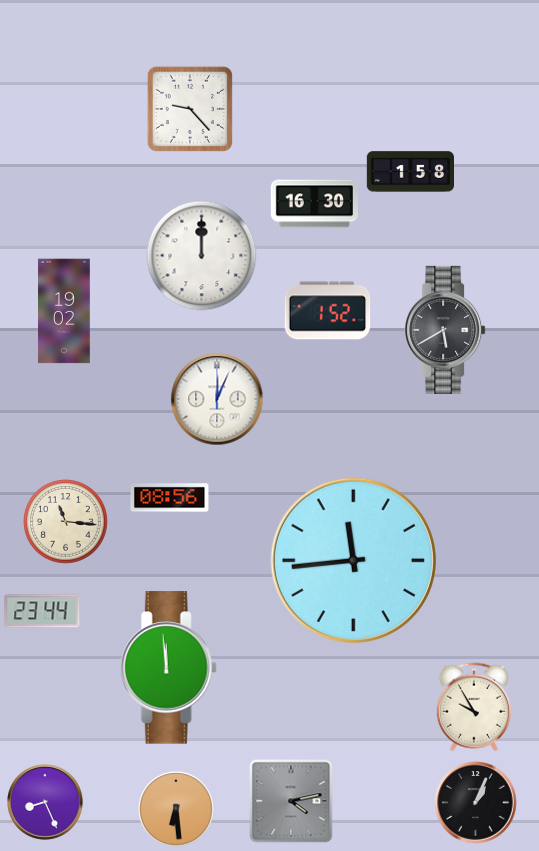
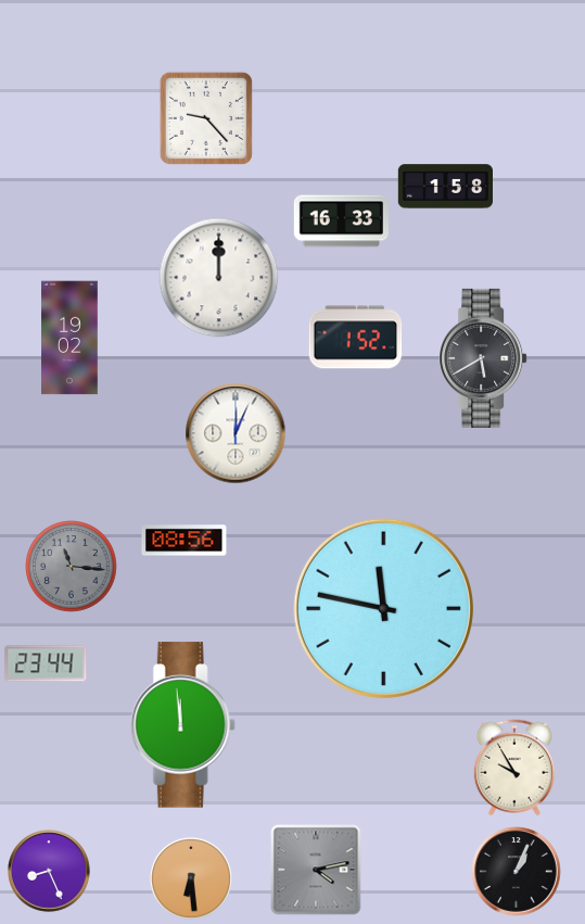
clock at (314, 204): 16:30 -> 16:33
clock at (66, 522) dial: cream -> grey
clock at (353, 560): 11:44 -> 11:47
